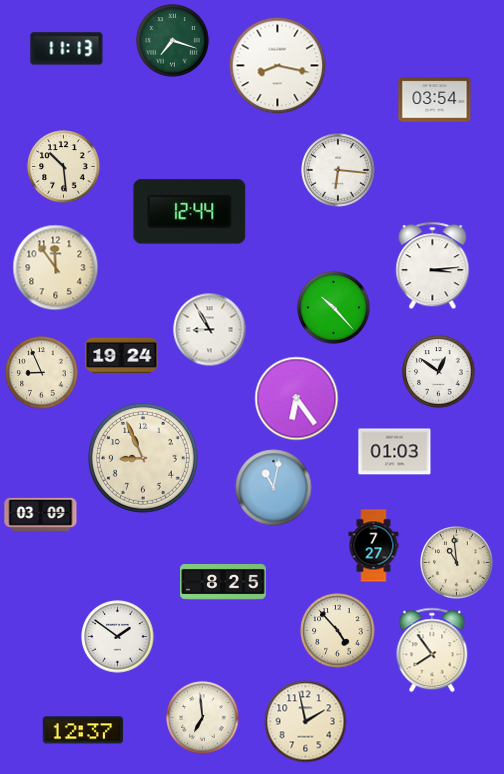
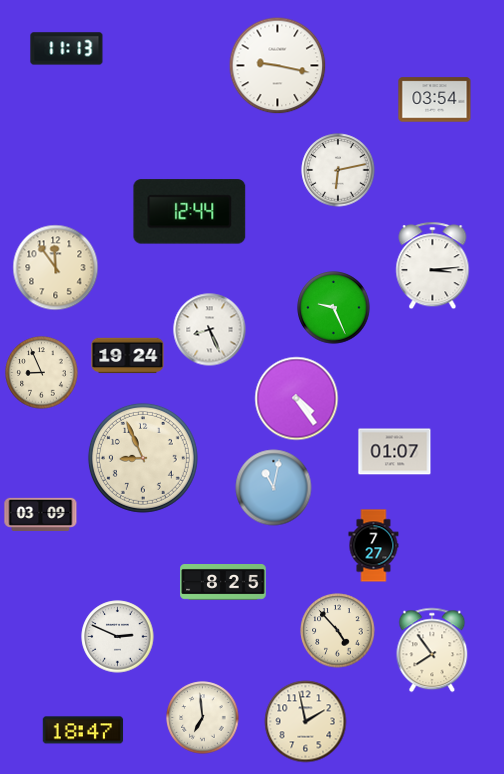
clock at (173, 41): 7:18 -> none
clock at (278, 66): 8:17 -> 9:17
clock at (64, 167): 10:29 -> none
clock at (338, 170): 6:16 -> 6:13
clock at (334, 308): 10:23 -> 9:26
clock at (210, 330): 8:55 -> 8:26
clock at (122, 356) position: (122, 356) -> (128, 356)
clock at (439, 372): 12:51 -> none
clock at (297, 399): 6:24 -> 4:24
clock at (395, 452): 01:03 -> 01:07
clock at (457, 563): 10:59 -> none
clock at (118, 637): 1:51 -> 2:49
clock at (83, 730): 12:37 -> 18:47
